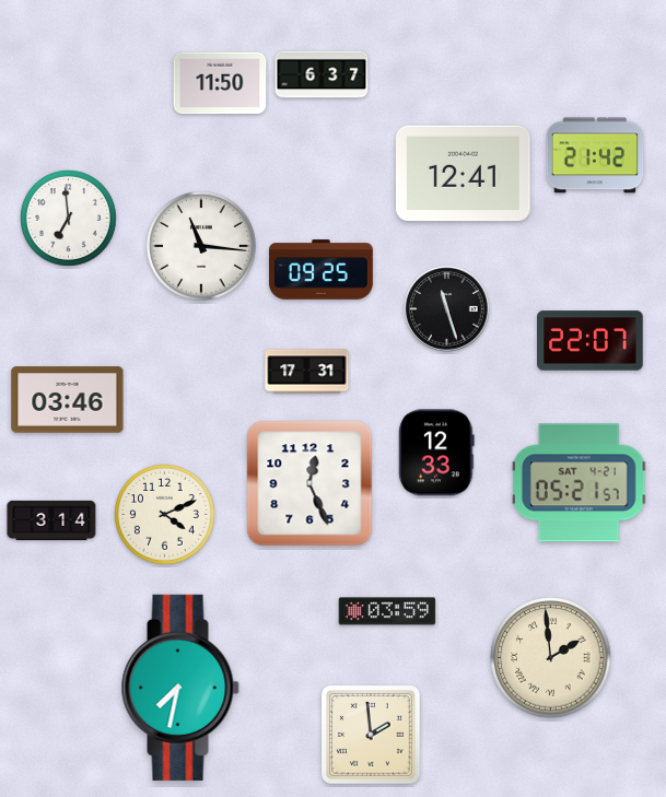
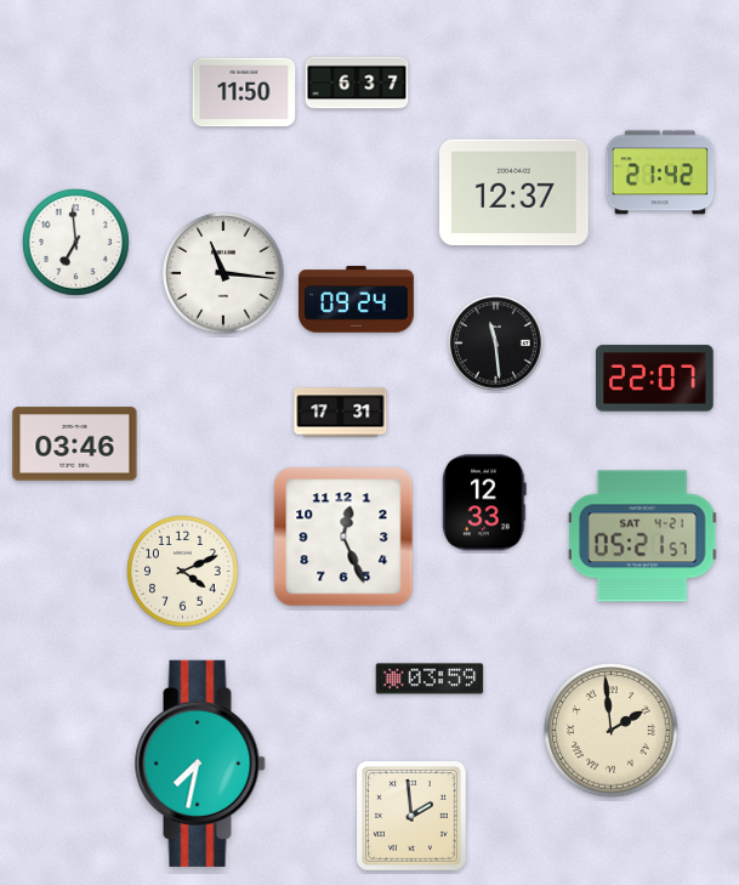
clock at (464, 174): 12:41 -> 12:37
clock at (322, 270): 09:25 -> 09:24
clock at (447, 309): 11:27 -> 11:29
clock at (51, 520): 3:14 -> none
